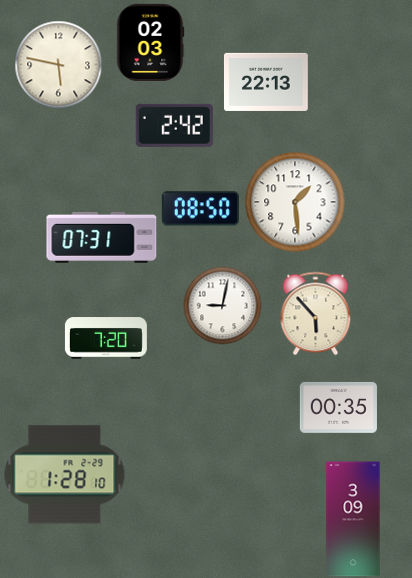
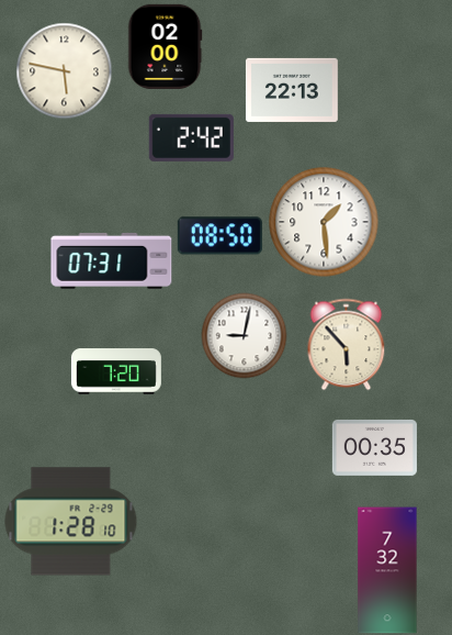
clock at (150, 42): 02:03 -> 02:00
clock at (200, 209) position: (200, 209) -> (219, 236)
clock at (338, 407) position: (338, 407) -> (374, 447)
clock at (353, 519): 3:09 -> 7:32
